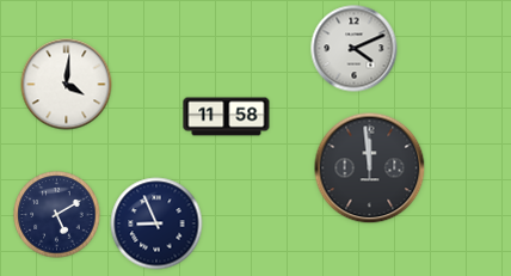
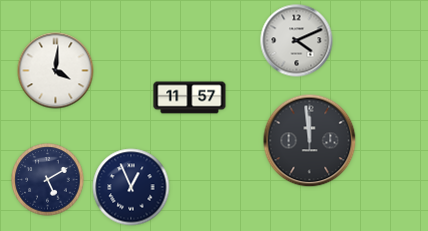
clock at (227, 117): 11:58 -> 11:57
clock at (156, 223): 8:56 -> 12:56
